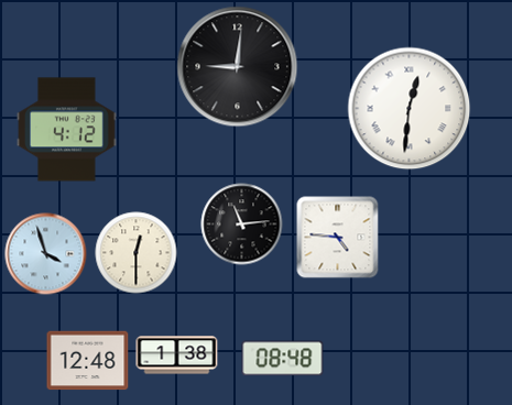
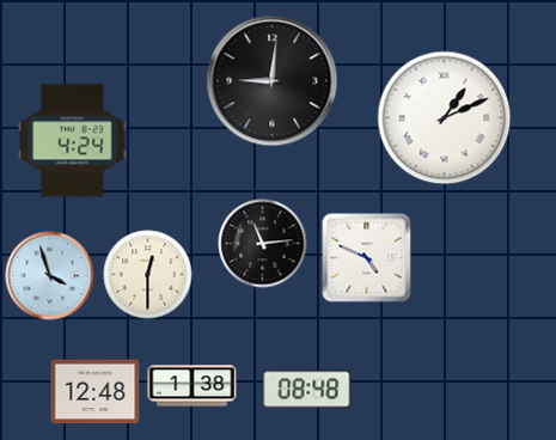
clock at (238, 67) position: (238, 67) -> (273, 81)
clock at (410, 109): 12:31 -> 1:11
clock at (67, 130): 4:12 -> 4:24
clock at (338, 238): 4:46 -> 4:49
